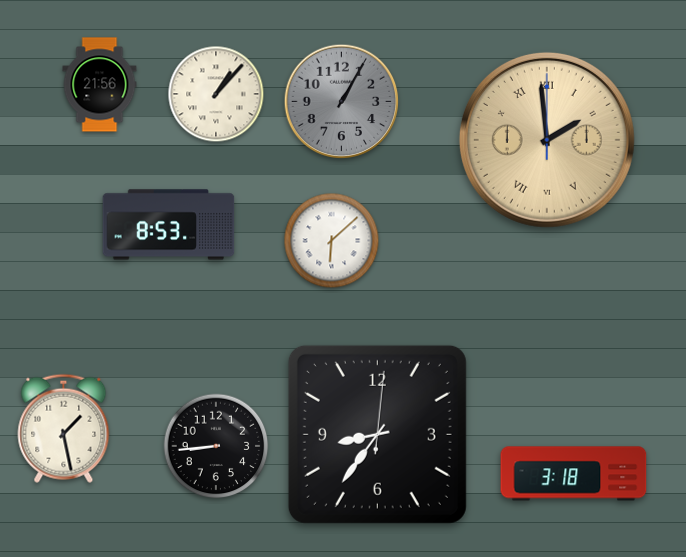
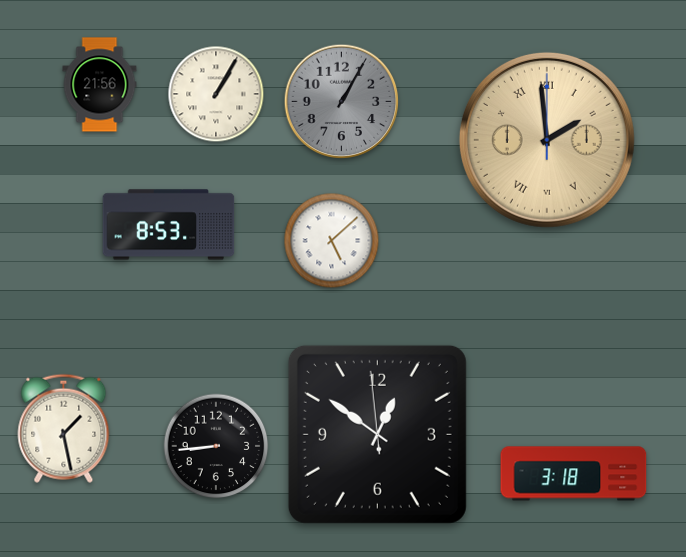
clock at (216, 94): 1:07 -> 1:05
clock at (332, 241): 6:08 -> 5:08
clock at (377, 434): 8:36 -> 12:50
